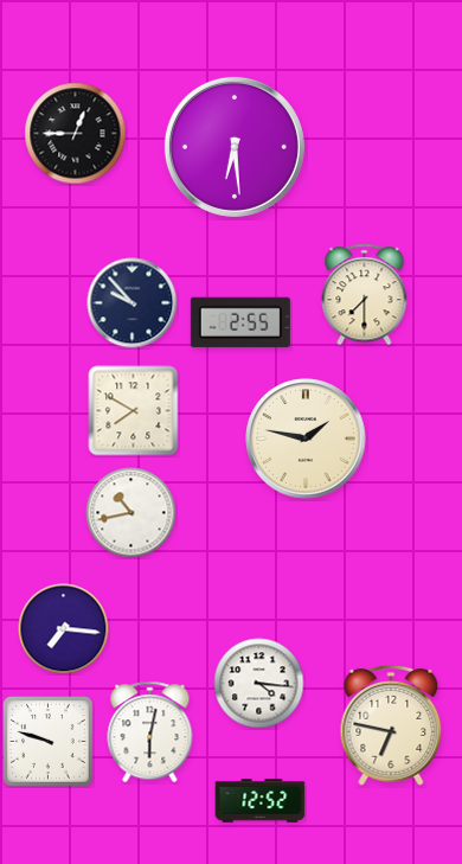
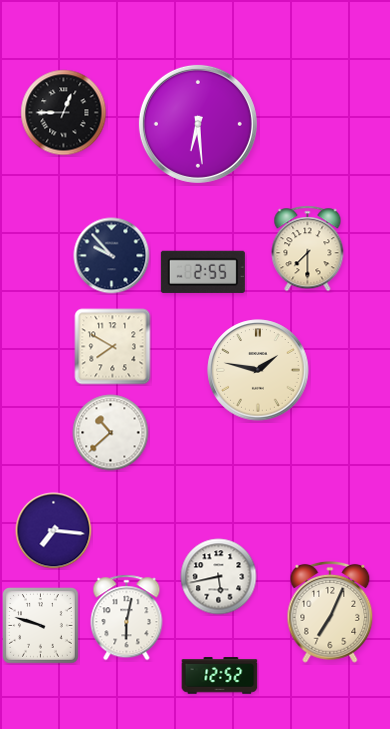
clock at (131, 513): 10:43 -> 10:38
clock at (259, 684): 4:16 -> 5:43
clock at (391, 727): 6:47 -> 7:04
